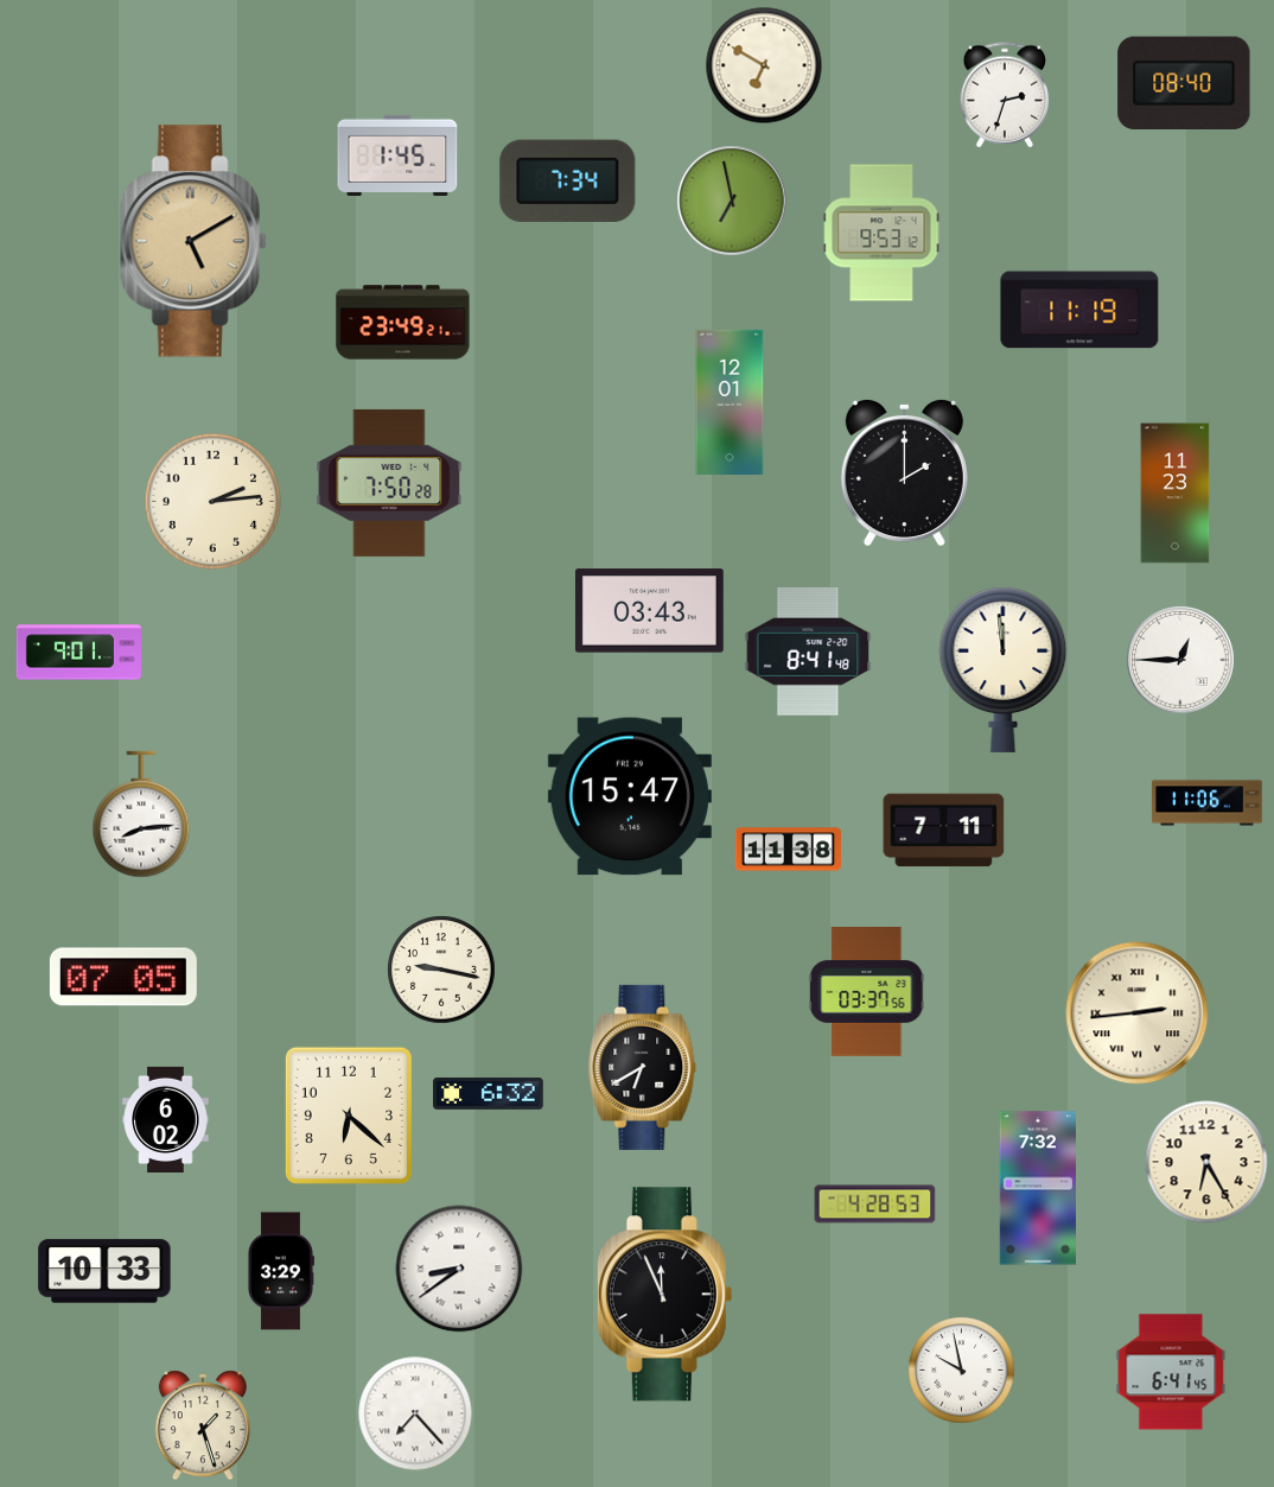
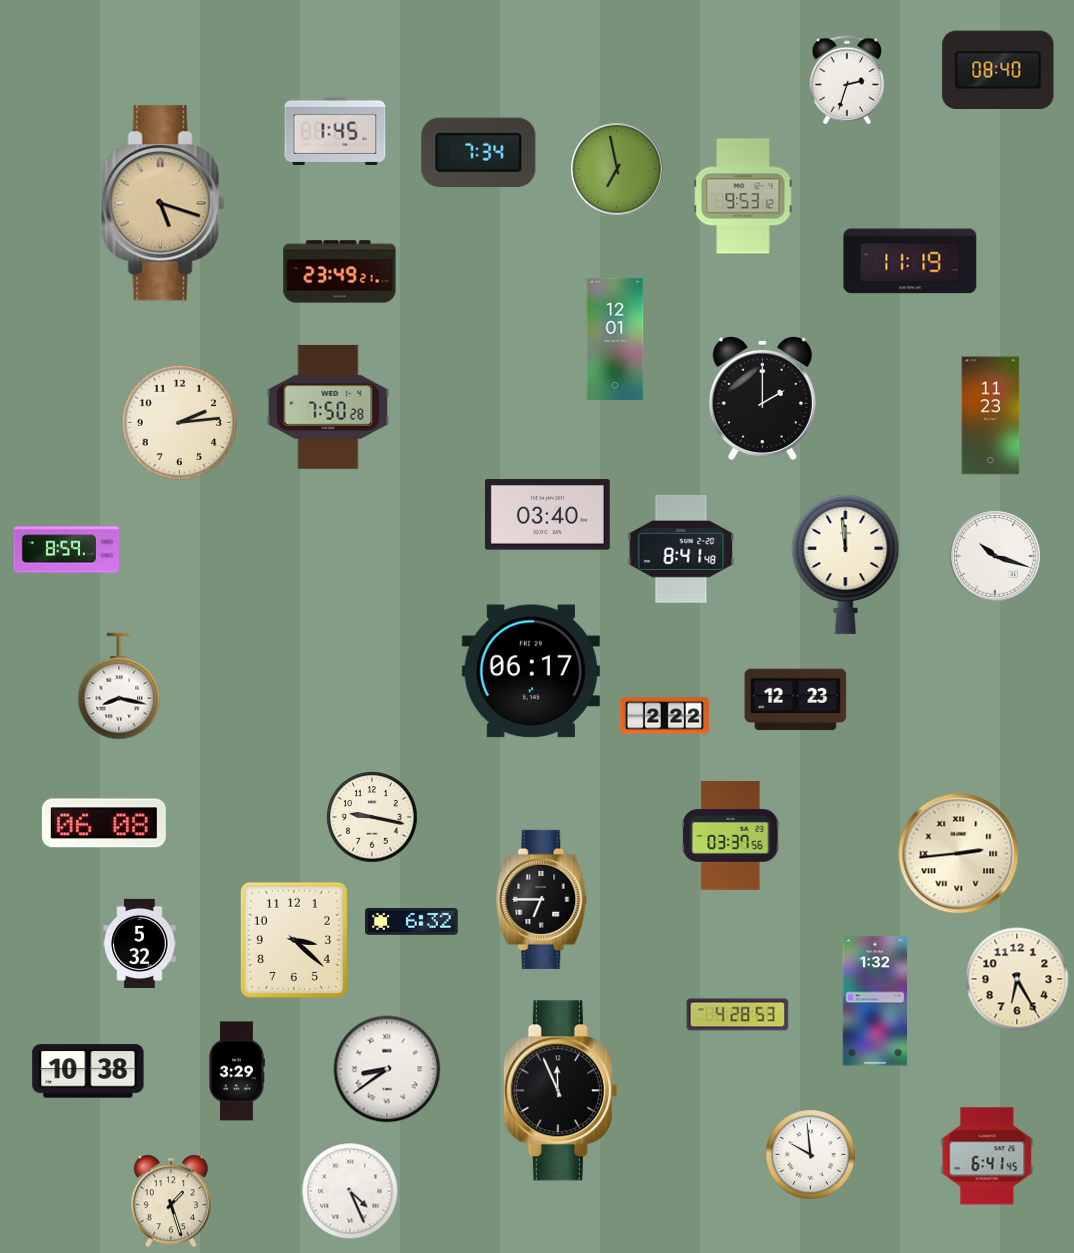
clock at (764, 65): 6:50 -> none
clock at (193, 241): 5:10 -> 5:18
clock at (649, 611): 03:43 -> 03:40
clock at (78, 653): 9:01 -> 8:59
clock at (1180, 660): 12:45 -> 10:18
clock at (630, 796): 15:47 -> 06:17
clock at (1208, 803): 11:06 -> none
clock at (141, 814): 8:14 -> 8:17
clock at (944, 831): 7:11 -> 12:23
clock at (788, 850): 11:38 -> 2:22
clock at (123, 977): 07:05 -> 06:08
clock at (643, 1067): 6:40 -> 6:45
clock at (349, 1116): 6:22 -> 3:22
clock at (166, 1119): 6:02 -> 5:32
clock at (1037, 1188): 7:32 -> 1:32
clock at (104, 1271): 10:33 -> 10:38
clock at (962, 1371): 9:58 -> 9:59
clock at (415, 1413): 7:23 -> 4:26
